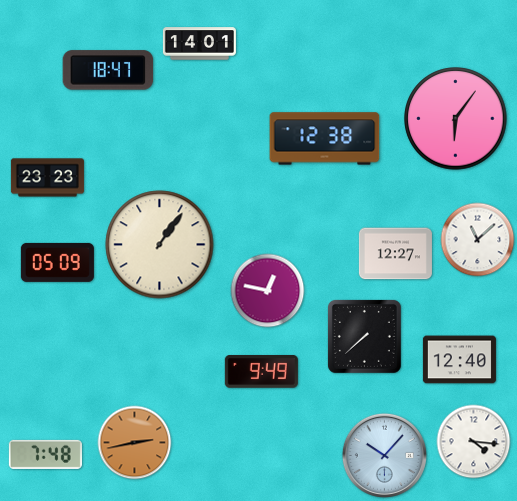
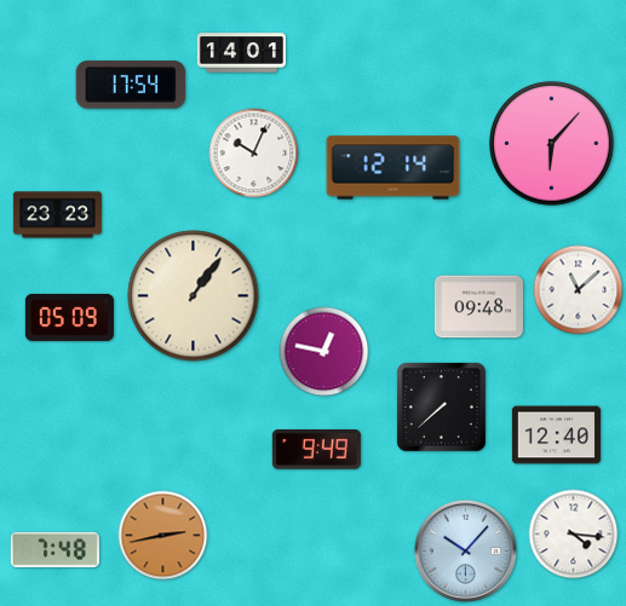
clock at (108, 70): 18:47 -> 17:54
clock at (456, 119): 6:06 -> 6:07
clock at (254, 154): none -> 10:04
clock at (325, 139): 12:38 -> 12:14
clock at (395, 254): 12:27 -> 09:48
